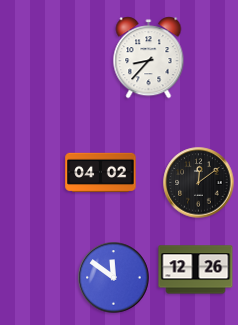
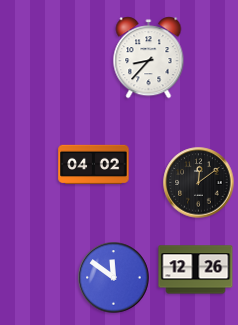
clock at (101, 173) position: (101, 173) -> (94, 165)
